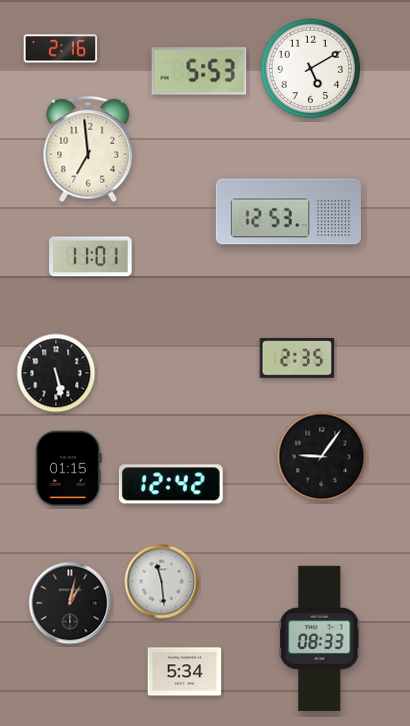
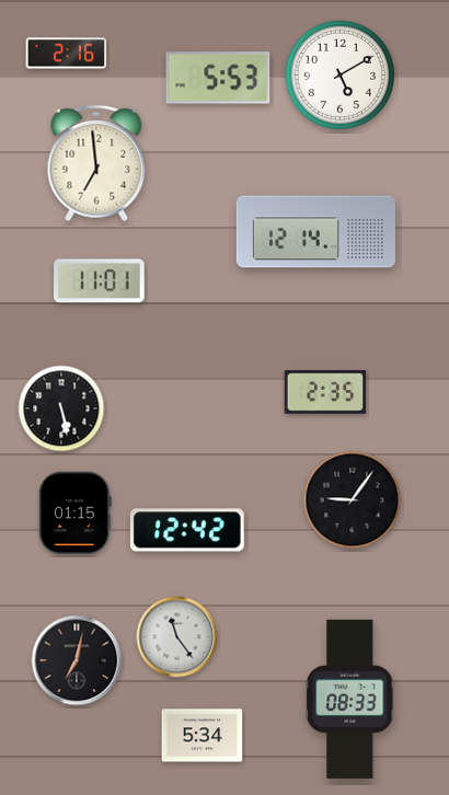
clock at (288, 212): 12:53 -> 12:14
clock at (162, 582): 11:29 -> 11:24
clock at (70, 603): 1:02 -> 7:02
